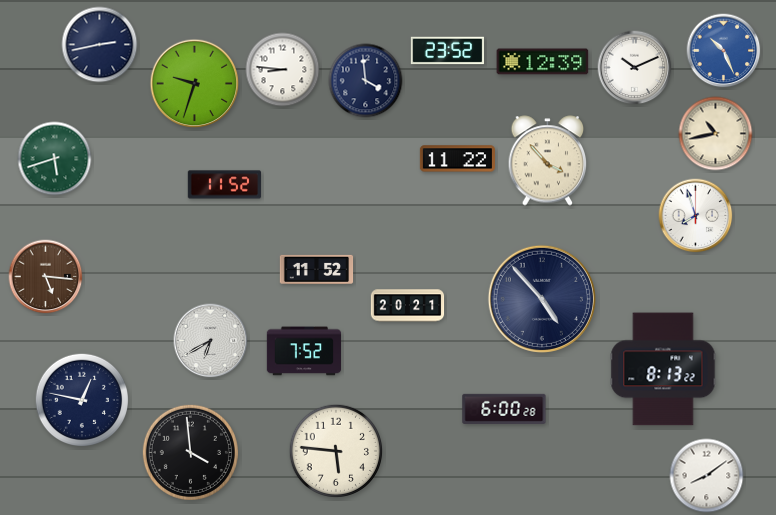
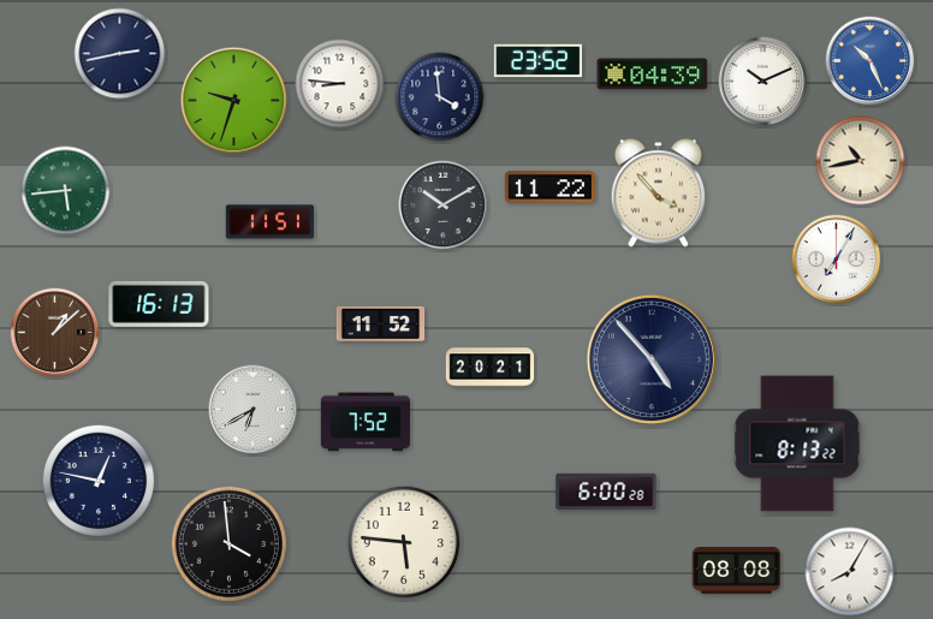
clock at (543, 62): 12:39 -> 04:39
clock at (55, 159): 5:42 -> 5:44
clock at (457, 159) position: (457, 159) -> (549, 188)
clock at (444, 206): none -> 10:10
clock at (225, 185): 11:52 -> 11:51
clock at (696, 216): 7:57 -> 7:05
clock at (159, 304): none -> 16:13
clock at (46, 277): 5:16 -> 1:08
clock at (737, 570): none -> 08:08
clock at (707, 476): 8:09 -> 8:05
